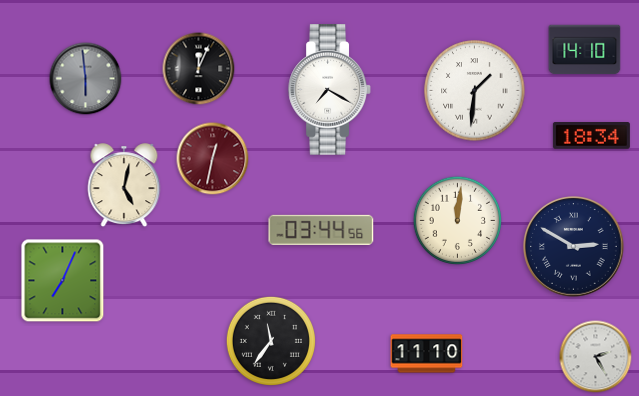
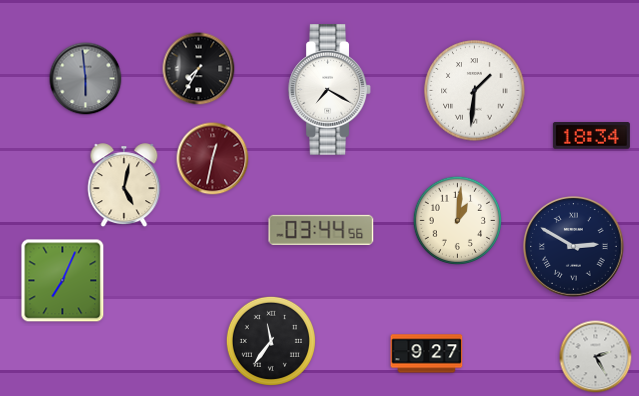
clock at (585, 50): 14:10 -> none
clock at (199, 69): 12:04 -> 7:35
clock at (457, 220): 12:01 -> 1:01
clock at (427, 354): 11:10 -> 9:27
